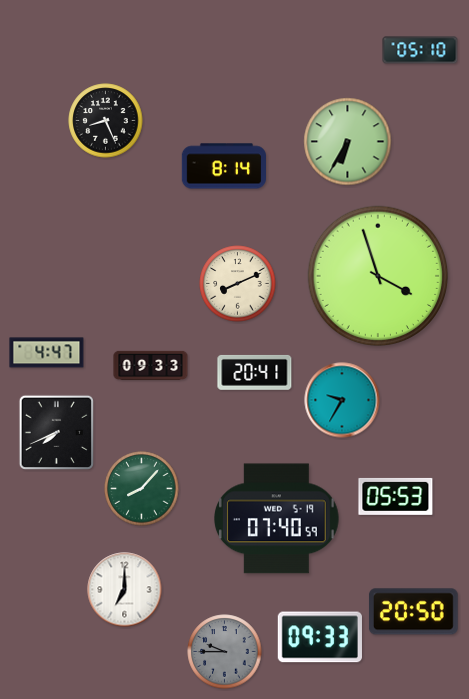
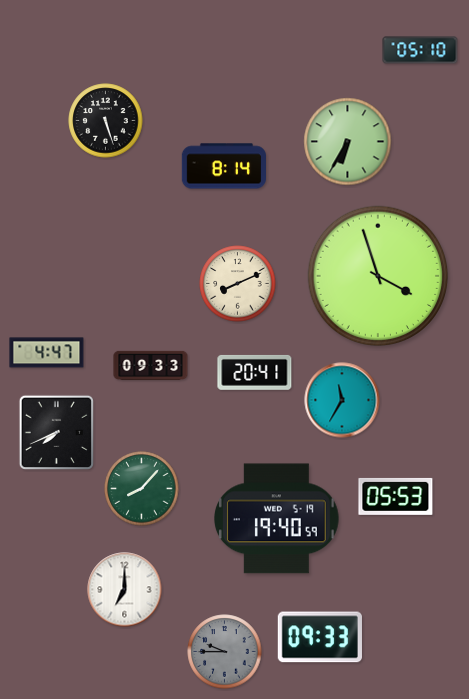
clock at (106, 121): 8:26 -> 5:27
clock at (342, 400): 9:35 -> 11:35
clock at (277, 519): 07:40 -> 19:40
clock at (413, 612): 20:50 -> none
